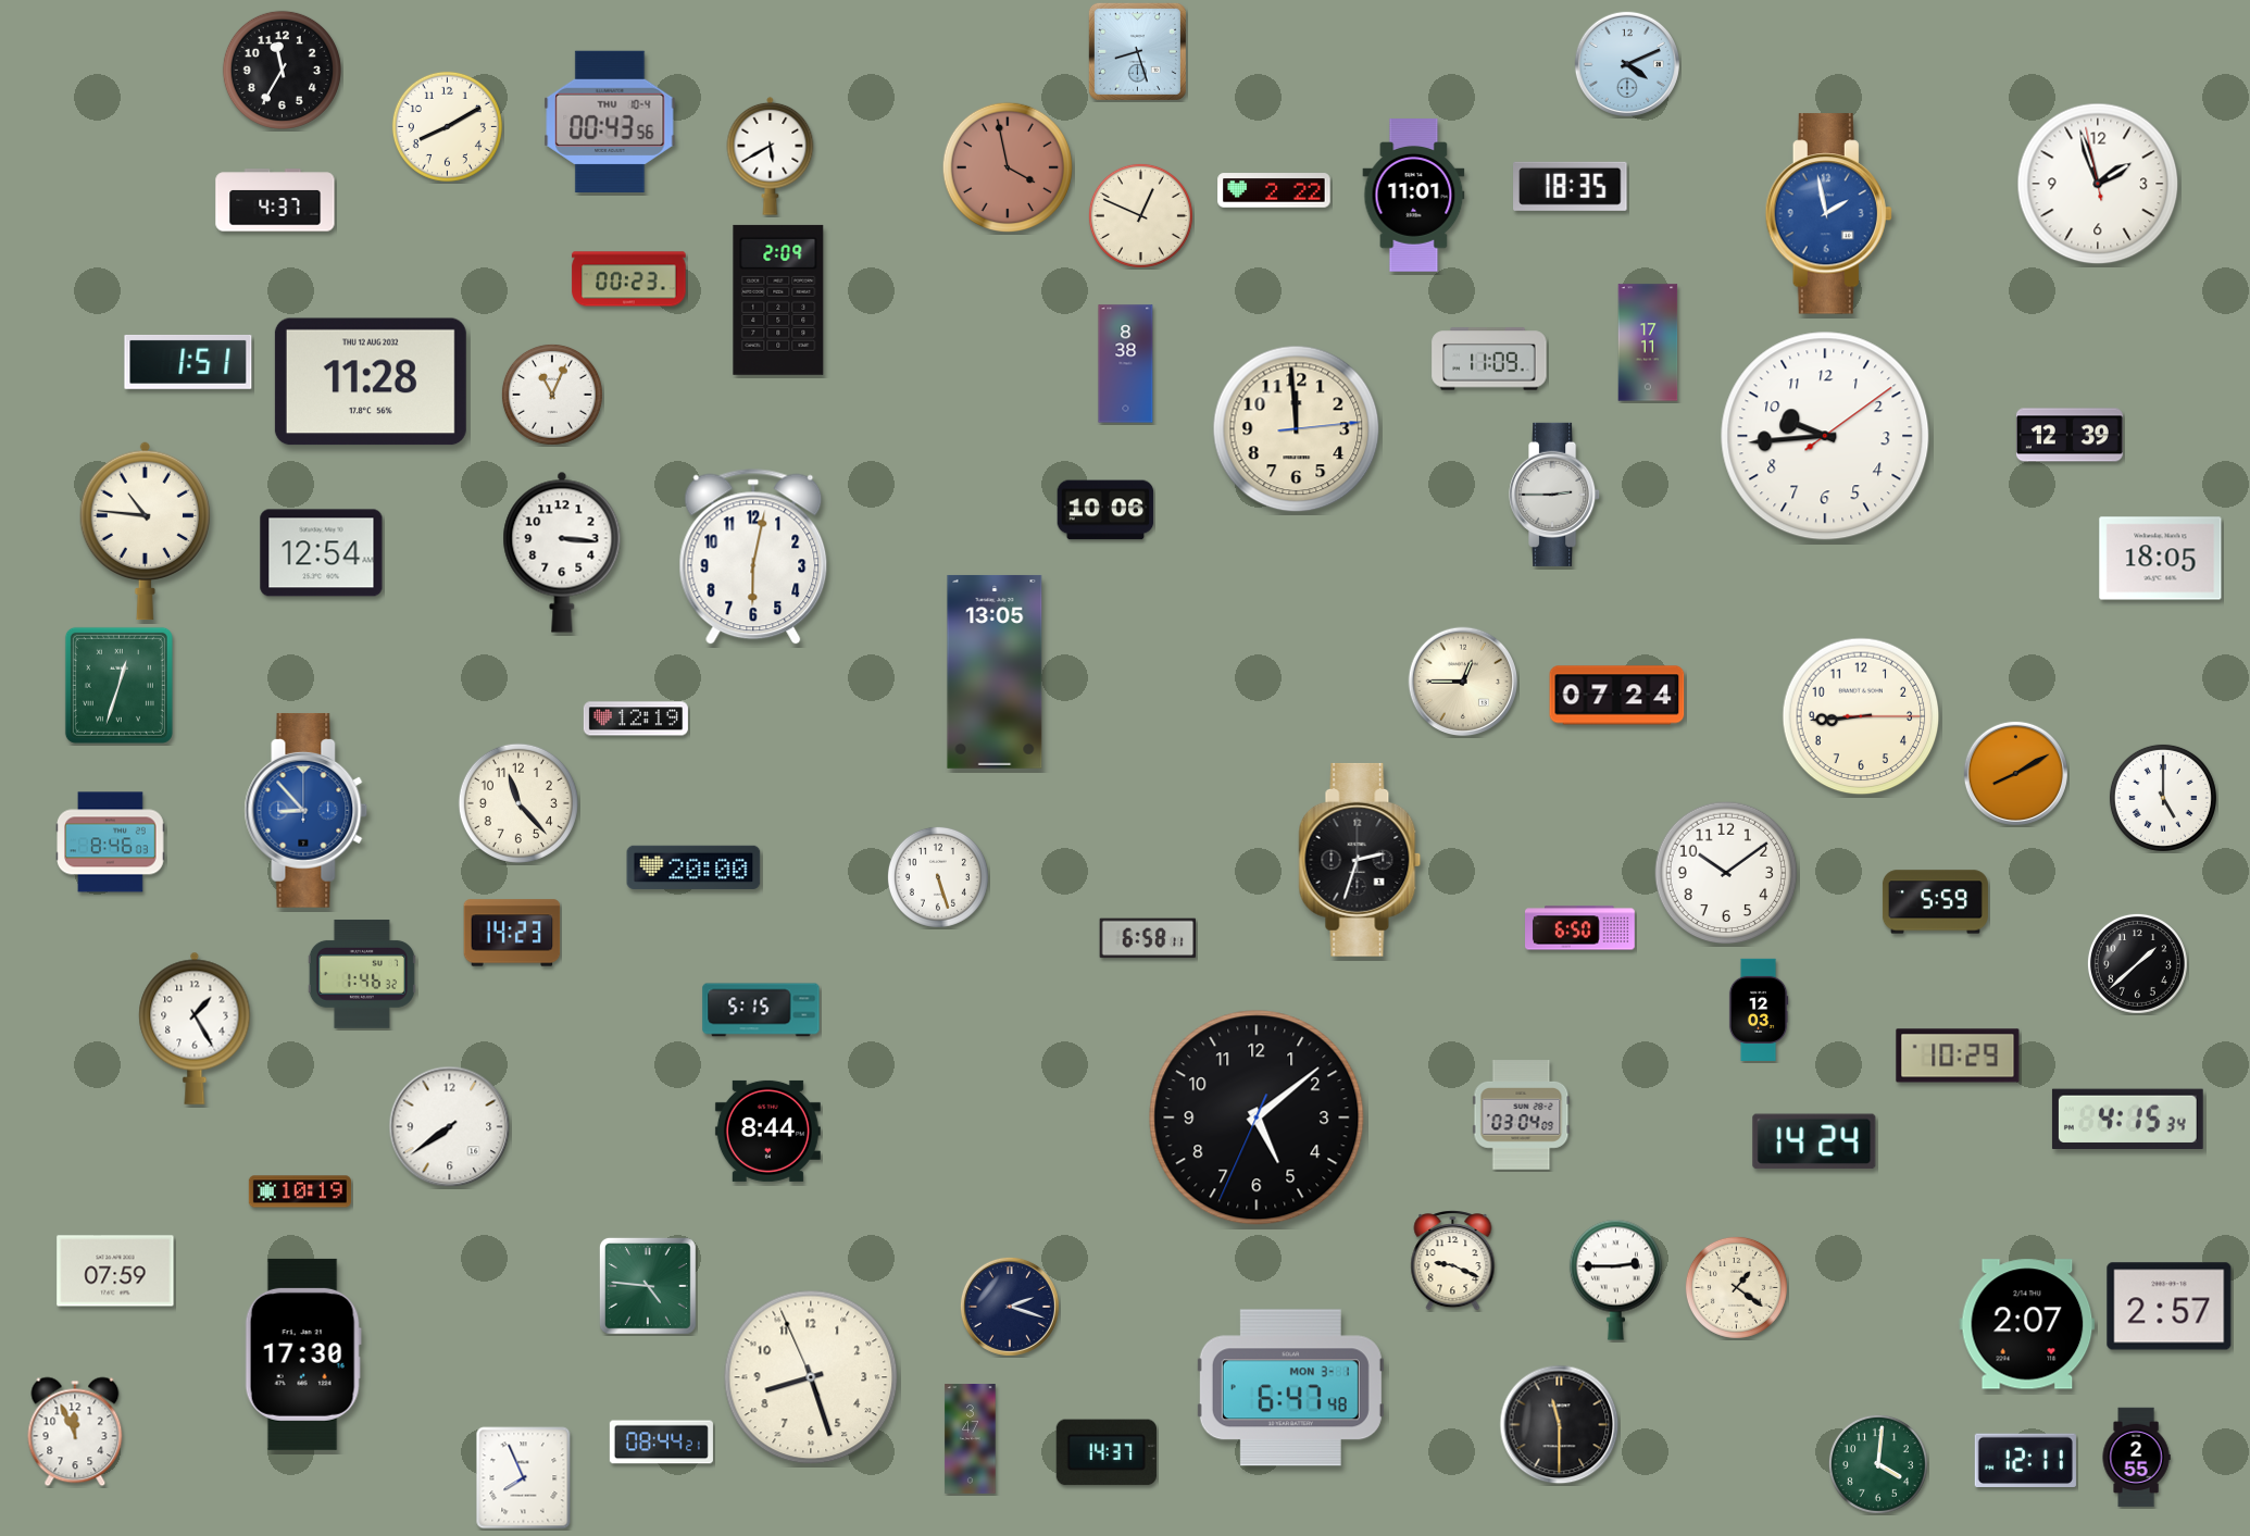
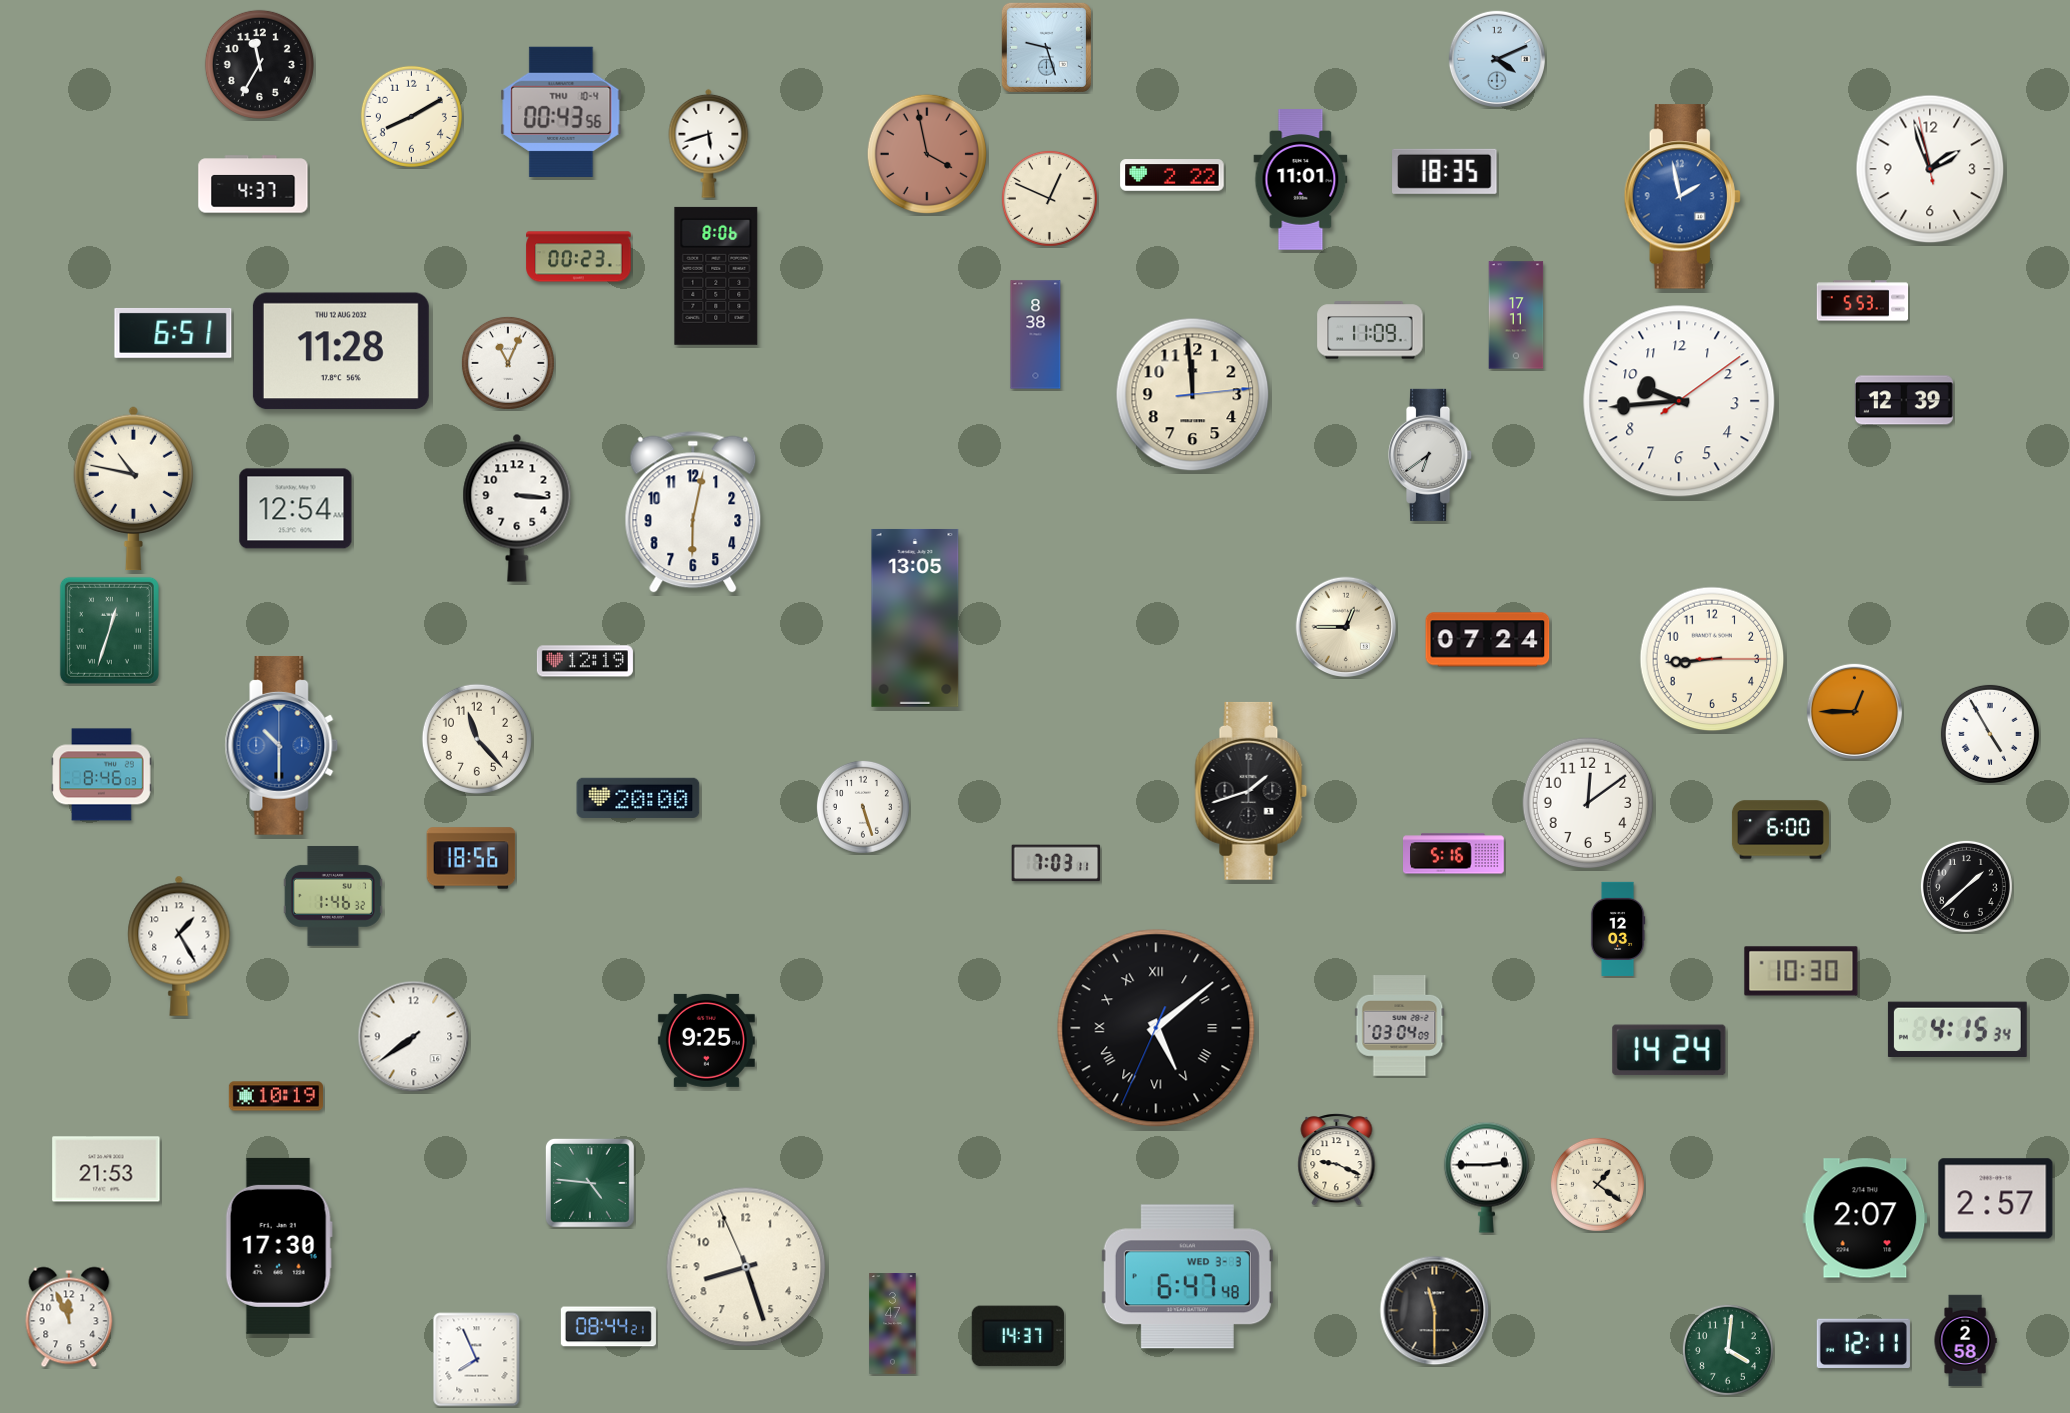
clock at (1137, 51): 8:27 -> 9:27
clock at (771, 155): 5:40 -> 5:42
clock at (778, 300): 2:09 -> 8:06
clock at (1863, 301): none -> 5:53
clock at (188, 362): 1:51 -> 6:51
clock at (1555, 495): 2:45 -> 6:39
clock at (1105, 510): 10:06 -> none
clock at (145, 530): 10:46 -> 10:47
clock at (2161, 559): 18:05 -> none
clock at (2015, 773): 8:10 -> 12:45
clock at (2163, 798): 5:00 -> 4:55
clock at (307, 810): 8:53 -> 10:30
clock at (1360, 860): 2:33 -> 1:42
clock at (1726, 873): 10:09 -> 12:09
clock at (1935, 902): 5:59 -> 6:00
clock at (1580, 928): 6:50 -> 5:16
clock at (512, 933): 14:23 -> 18:56
clock at (1148, 938): 6:58 -> 7:03
clock at (761, 1010): 5:15 -> none
clock at (1958, 1056): 10:29 -> 10:30
clock at (1257, 1117) numerals: Arabic -> Roman
clock at (767, 1131): 8:44 -> 9:25
clock at (115, 1271): 07:59 -> 21:53
clock at (648, 1286) position: (648, 1286) -> (590, 1183)
clock at (1010, 1307): 2:18 -> none
clock at (2170, 1307) position: (2170, 1307) -> (1996, 1199)
clock at (1290, 1388) date: MON 3-1 -> WED 3-3
clock at (2136, 1458): 2:55 -> 2:58
clock at (1878, 1464) position: (1878, 1464) -> (1728, 1350)
clock at (524, 1478) position: (524, 1478) -> (477, 1360)
